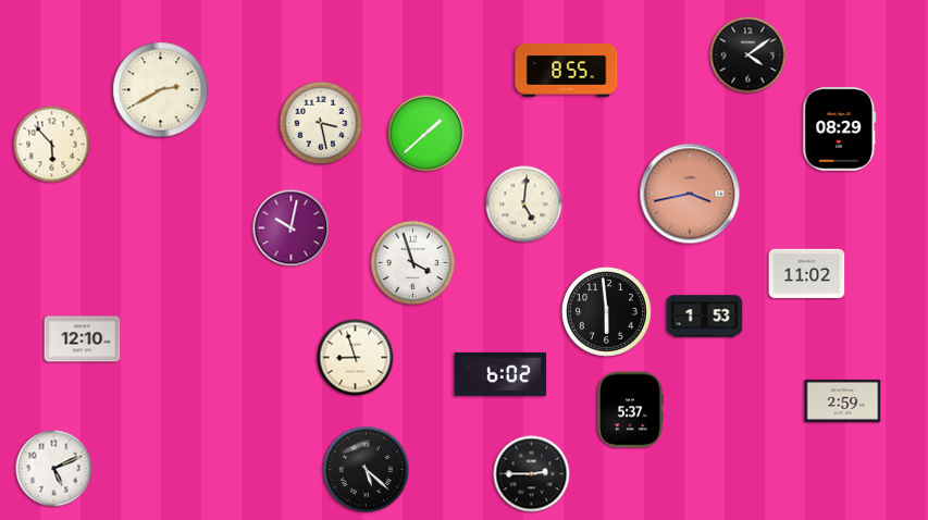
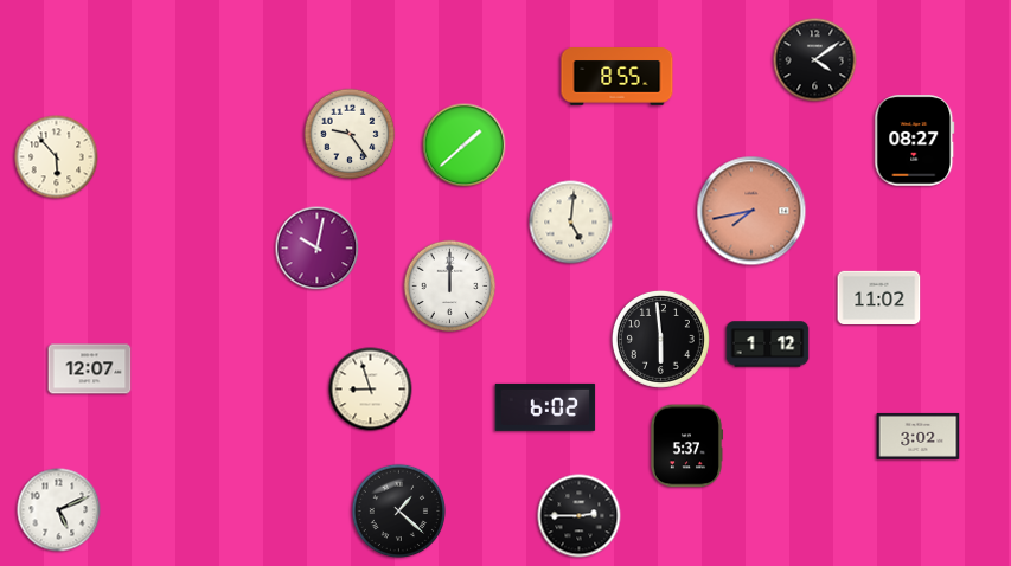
clock at (161, 90): 2:40 -> none
clock at (321, 123): 3:28 -> 9:24
clock at (840, 129): 08:29 -> 08:27
clock at (690, 194): 3:43 -> 7:43
clock at (413, 263): 3:57 -> 12:00
clock at (705, 317): 1:53 -> 1:12
clock at (83, 339): 12:10 -> 12:07
clock at (356, 358) position: (356, 358) -> (371, 390)
clock at (843, 400): 2:59 -> 3:02
clock at (366, 469): 5:22 -> 1:22
